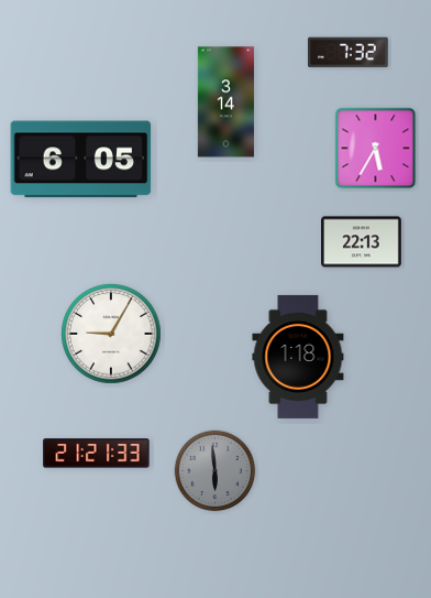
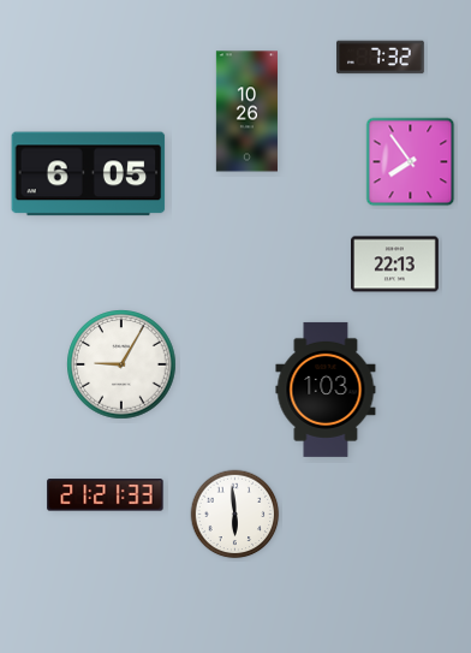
clock at (225, 102): 3:14 -> 10:26
clock at (376, 149): 5:35 -> 7:54
clock at (298, 357): 1:18 -> 1:03
clock at (215, 471) dial: grey -> white
